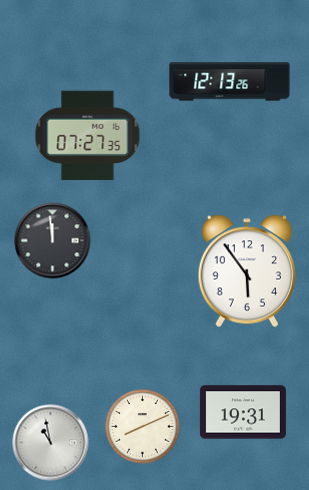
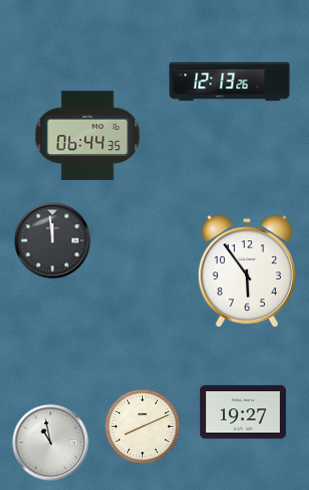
clock at (88, 136): 07:27 -> 06:44
clock at (243, 412): 19:31 -> 19:27
